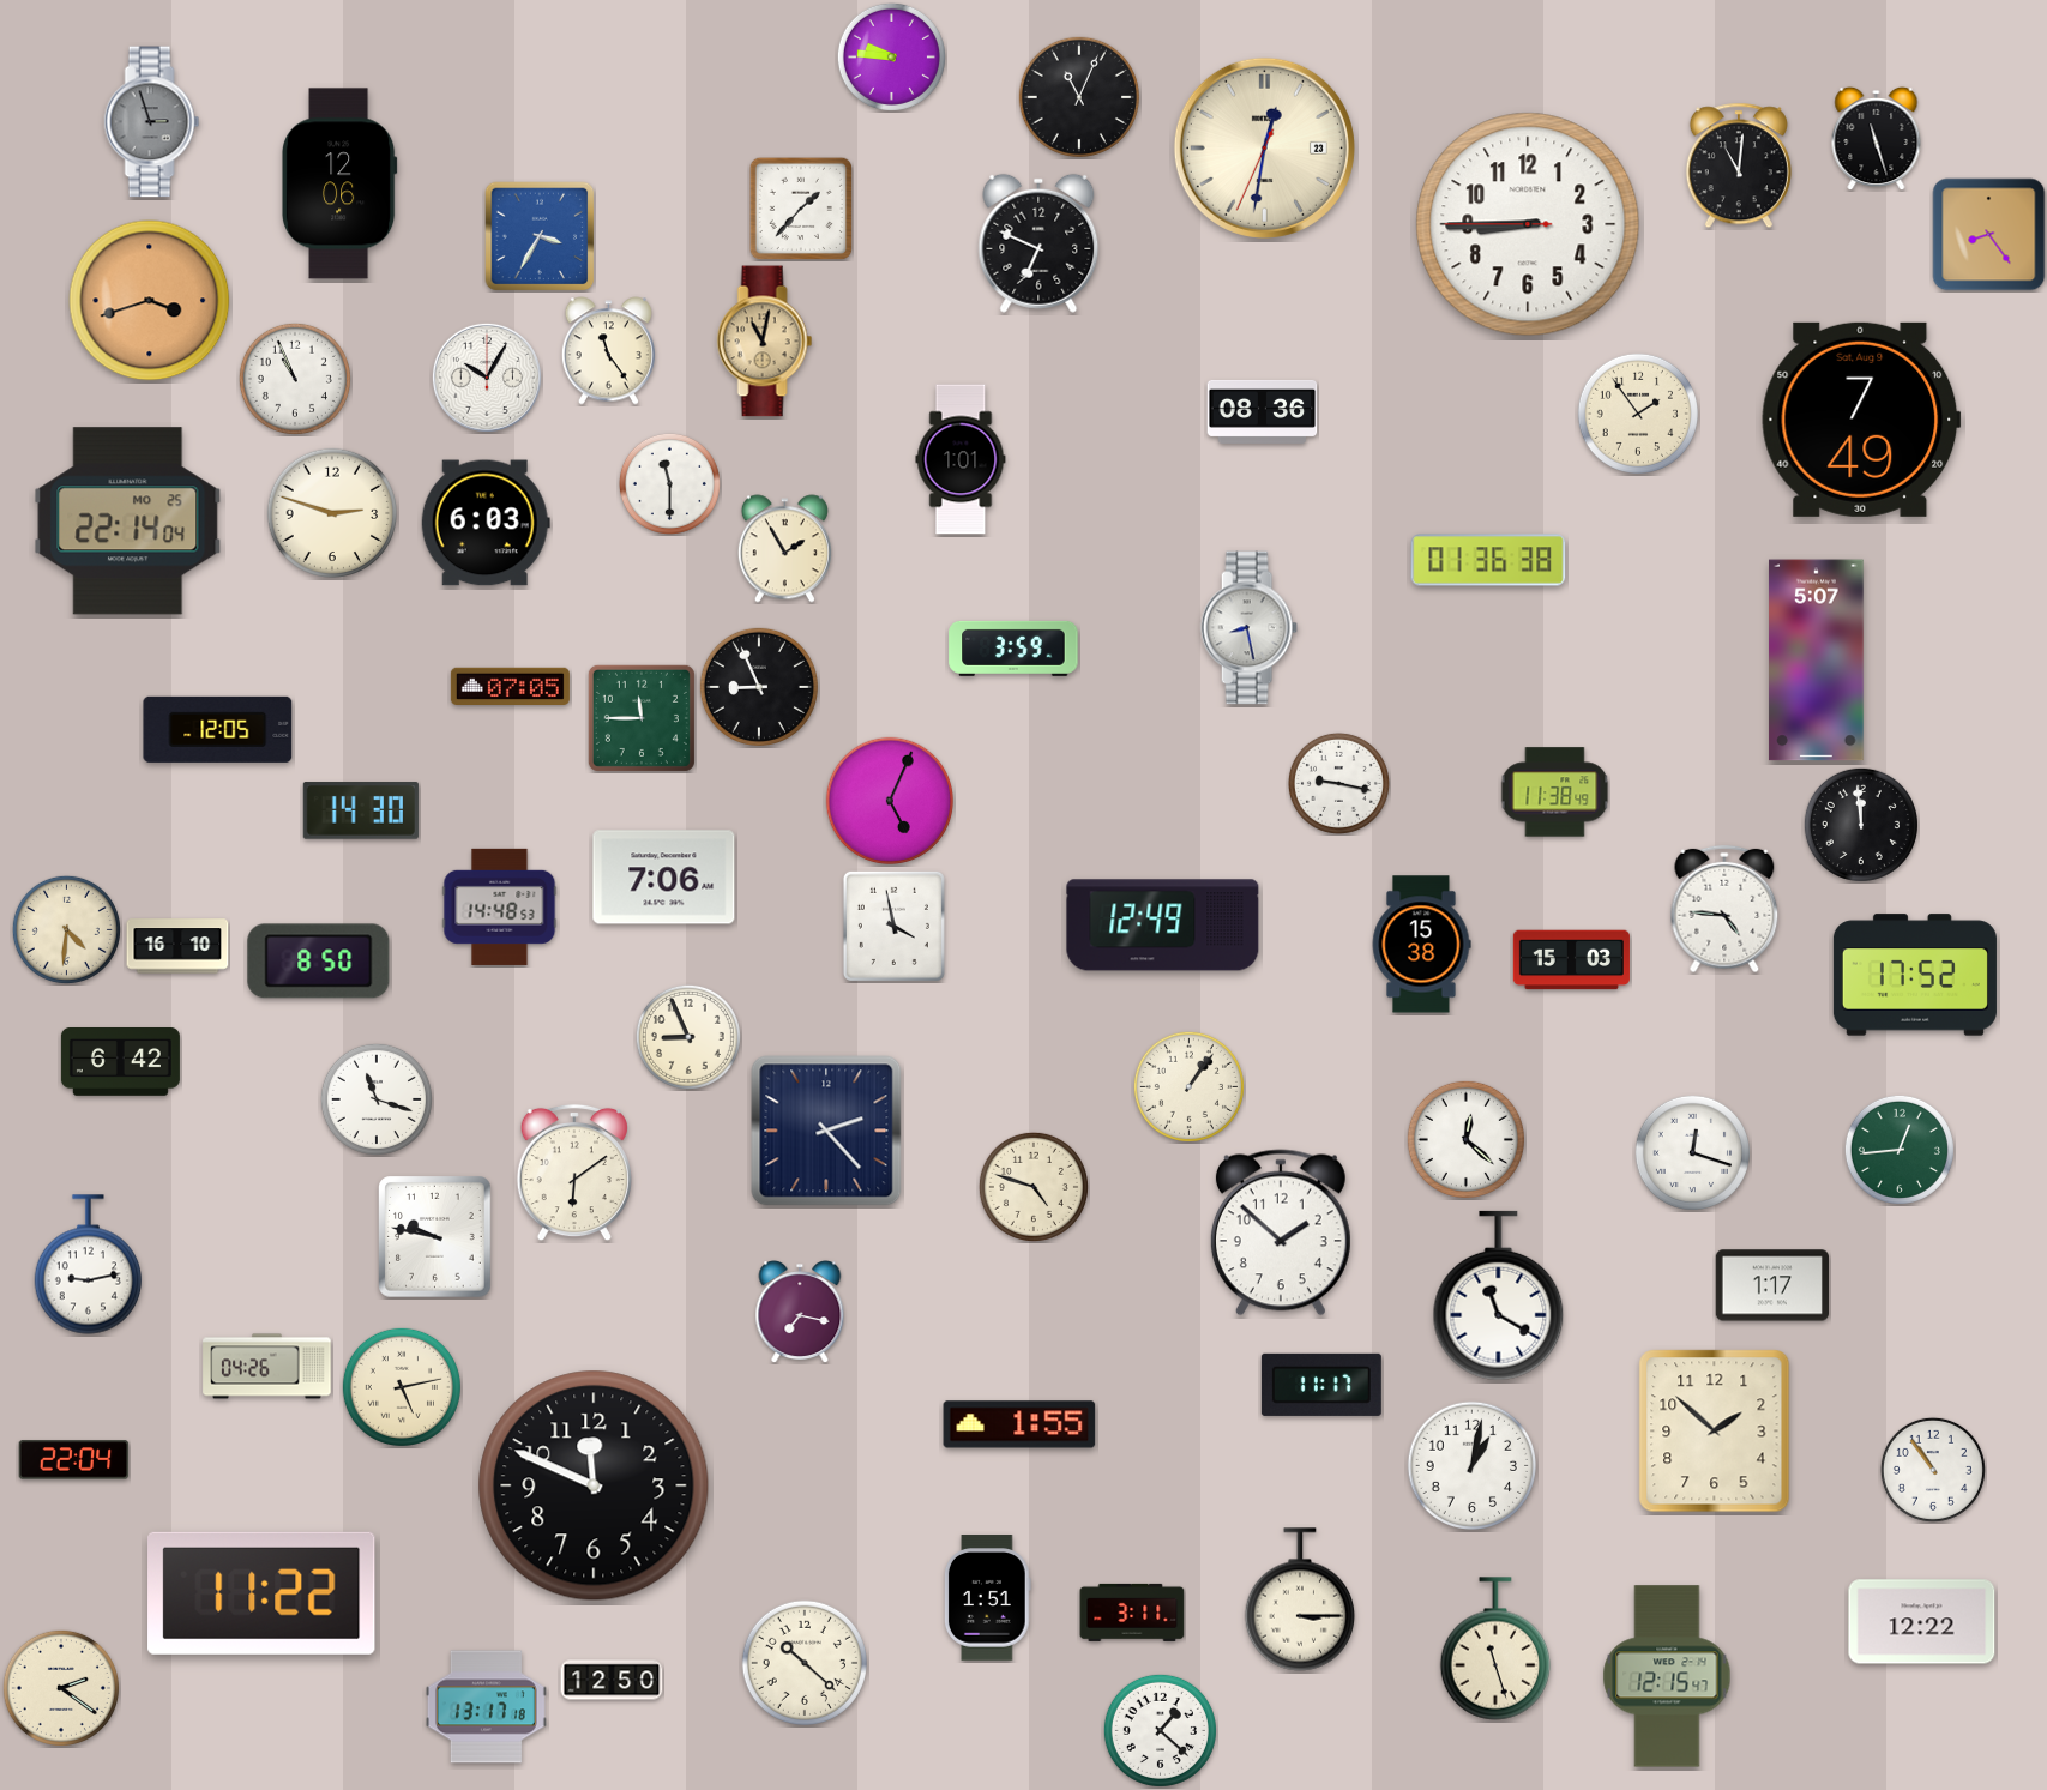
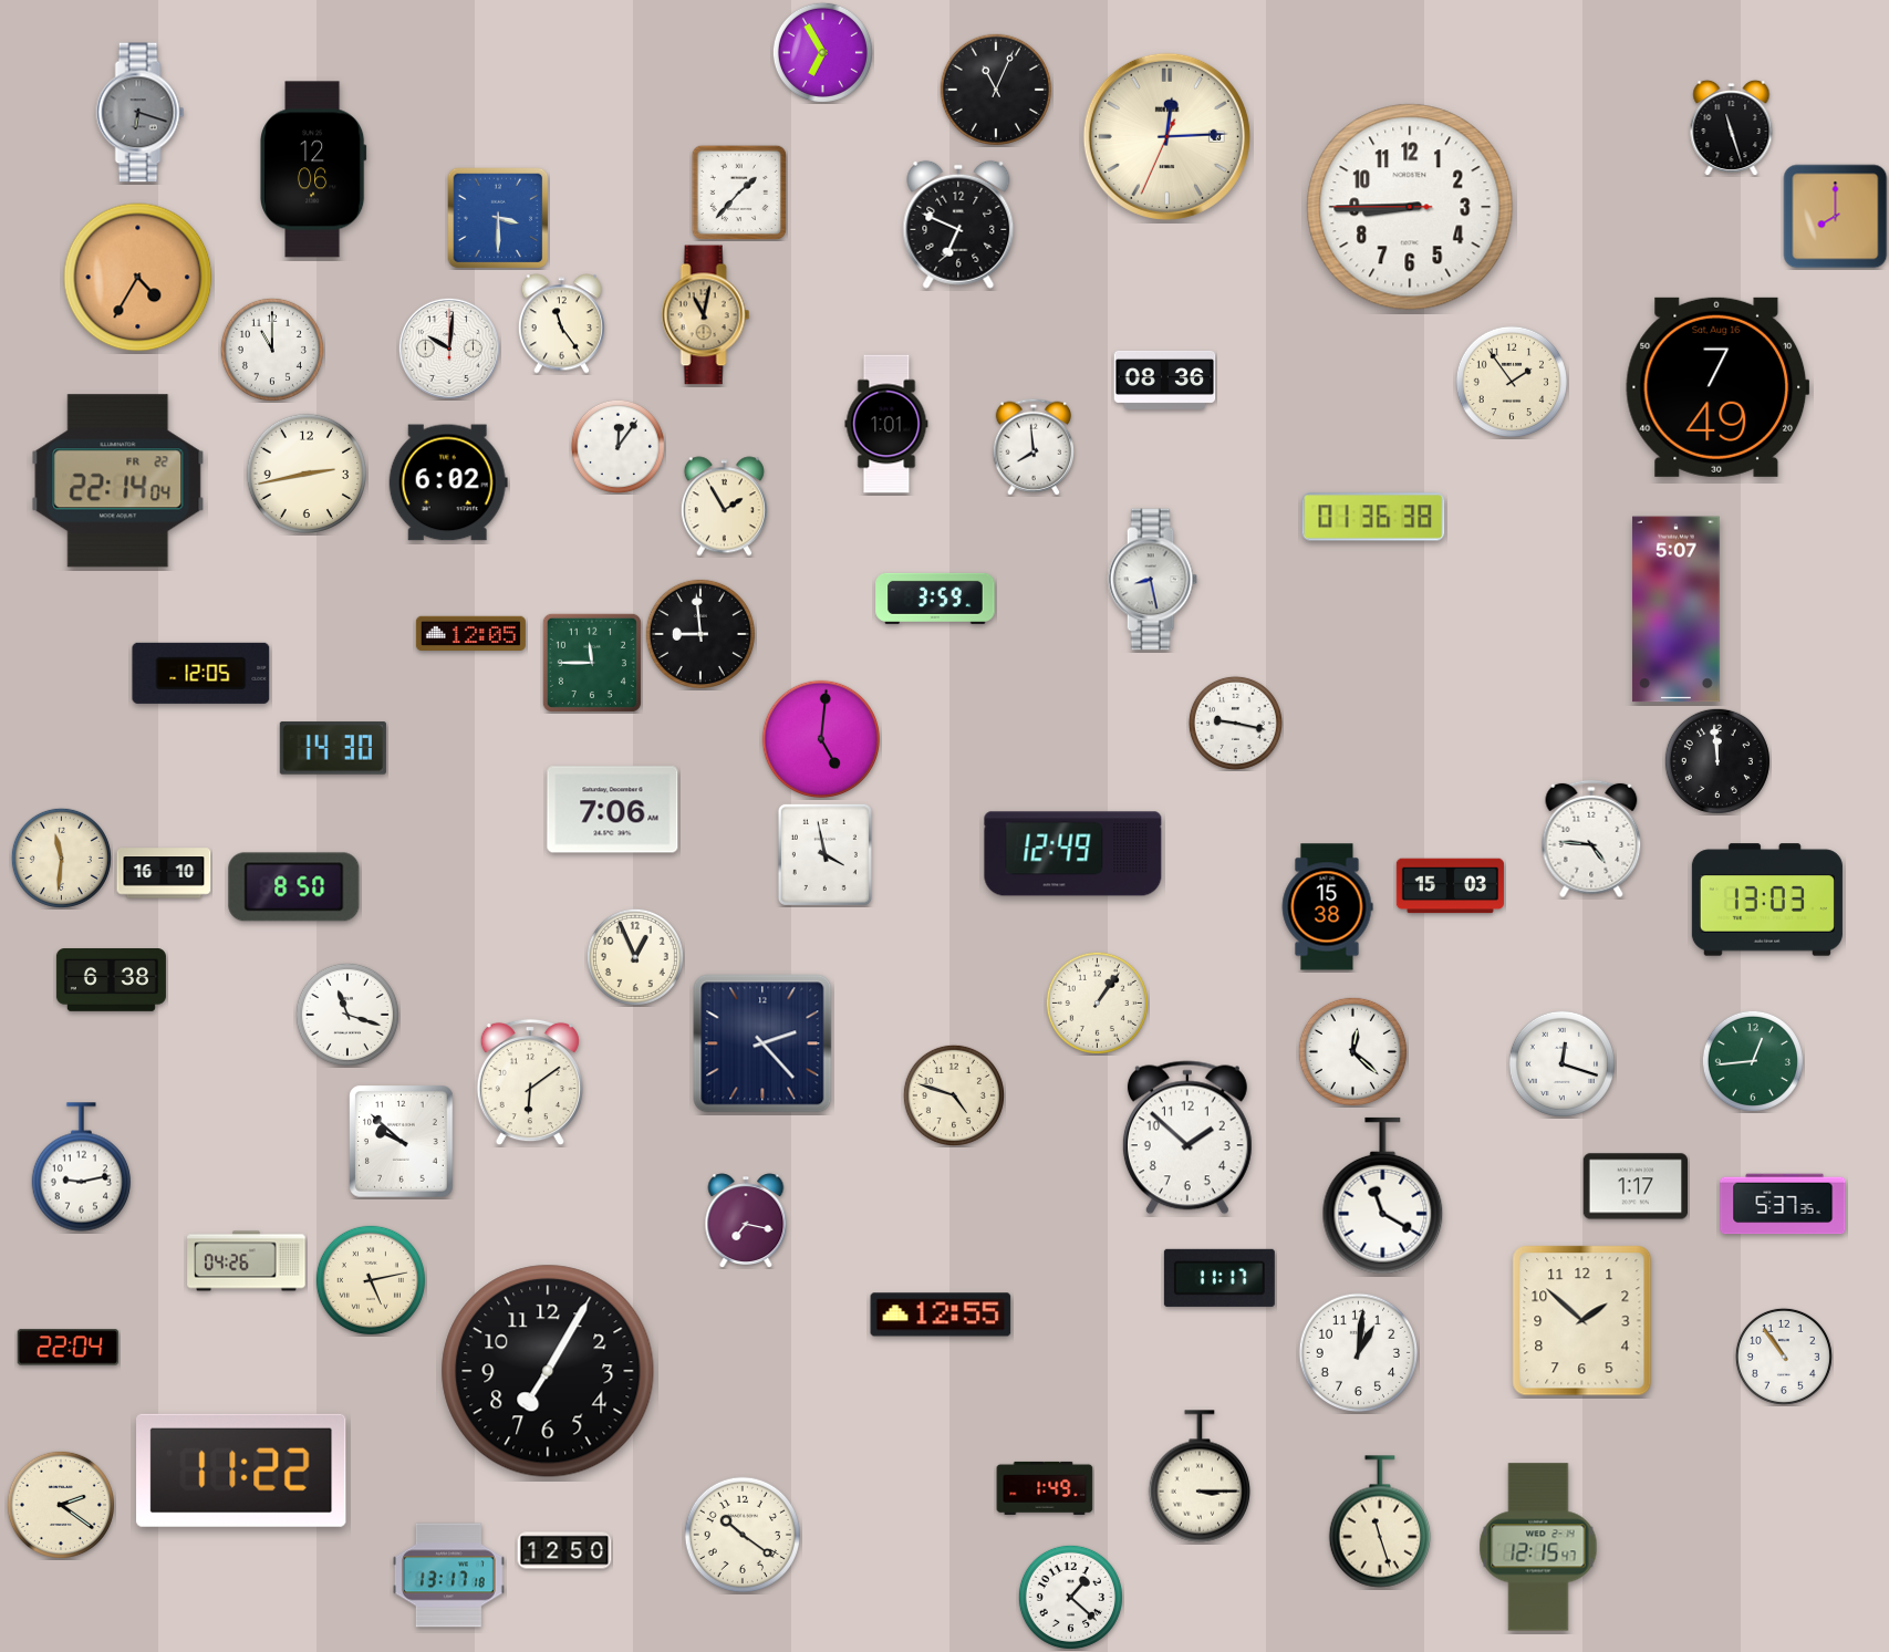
clock at (891, 56): 9:46 -> 6:55
clock at (152, 122): 2:57 -> 6:18
clock at (1264, 147): 12:31 -> 12:14
clock at (1739, 165): 11:01 -> none
clock at (1989, 235): 8:24 -> 8:00
clock at (540, 236): 3:35 -> 3:30
clock at (150, 301): 3:42 -> 4:35
clock at (487, 378): 10:05 -> 10:01
clock at (295, 379): 10:56 -> 11:00
clock at (1861, 420) date: Sat, Aug 9 -> Sat, Aug 16
clock at (669, 483): 11:30 -> 12:06
clock at (1032, 447): none -> 7:59
clock at (331, 512): 2:48 -> 2:43
clock at (128, 522) date: MO 25 -> FR 22
clock at (486, 523): 6:03 -> 6:02
clock at (510, 686): 07:05 -> 12:05
clock at (759, 687): 8:56 -> 8:59
clock at (1555, 792): 11:38 -> none
clock at (889, 800): 5:04 -> 5:01
clock at (500, 906): 14:48 -> none
clock at (66, 929): 4:31 -> 11:31
clock at (1421, 945) position: (1421, 945) -> (1327, 907)
clock at (1915, 975): 17:52 -> 13:03
clock at (688, 1037): 8:56 -> 12:56
clock at (120, 1062): 6:42 -> 6:38
clock at (1281, 1232) position: (1281, 1232) -> (1187, 1137)
clock at (435, 1237): 9:47 -> 9:52
clock at (1783, 1204): none -> 5:37
clock at (800, 1312) position: (800, 1312) -> (746, 1220)
clock at (1019, 1424): 1:55 -> 12:55
clock at (1471, 1465): 1:02 -> 1:01
clock at (594, 1485): 11:49 -> 7:05
clock at (987, 1598): 1:51 -> none
clock at (1132, 1613): 3:11 -> 1:49
clock at (1922, 1622): 12:22 -> none
clock at (803, 1662): 10:22 -> 10:21
clock at (61, 1688) position: (61, 1688) -> (61, 1505)
